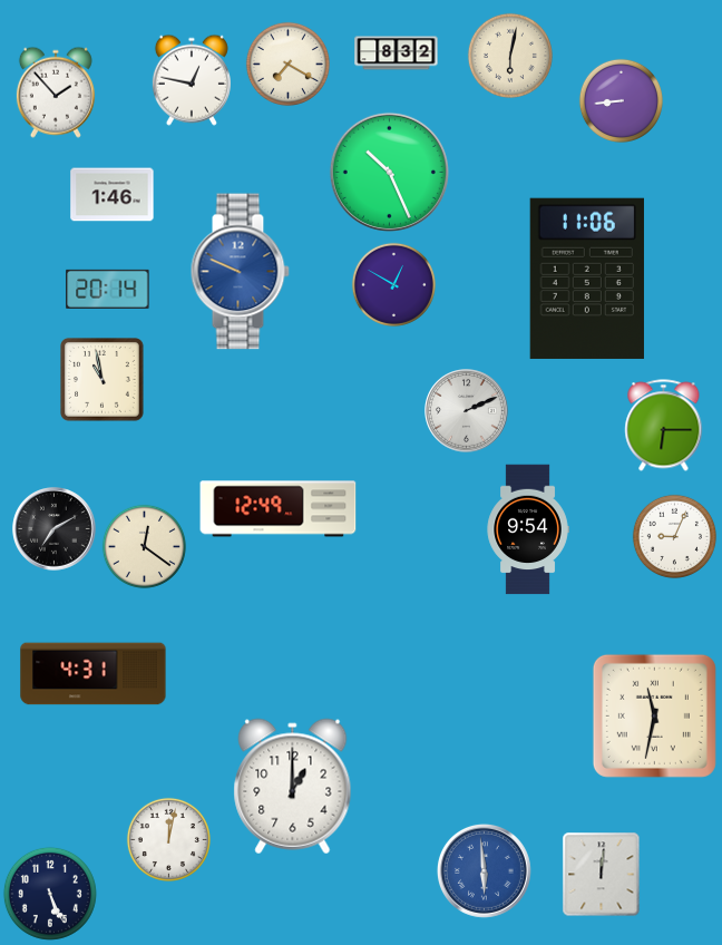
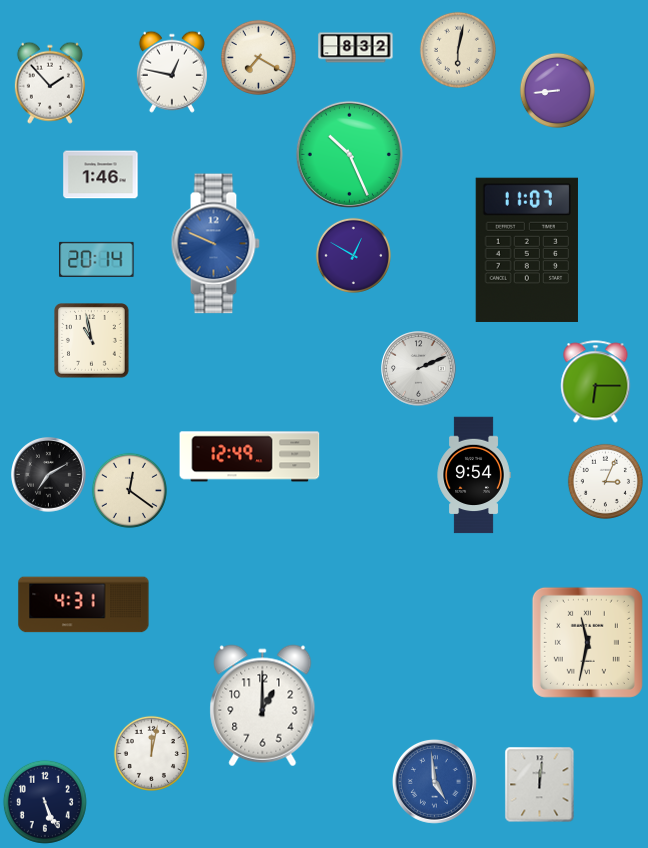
clock at (587, 279): 11:06 -> 11:07
clock at (674, 536): 9:04 -> 3:04
clock at (484, 870): 5:59 -> 4:59
